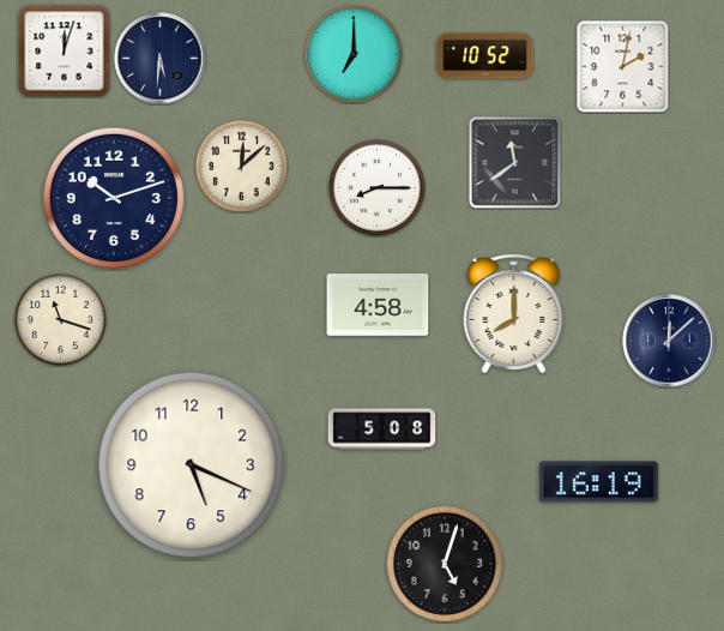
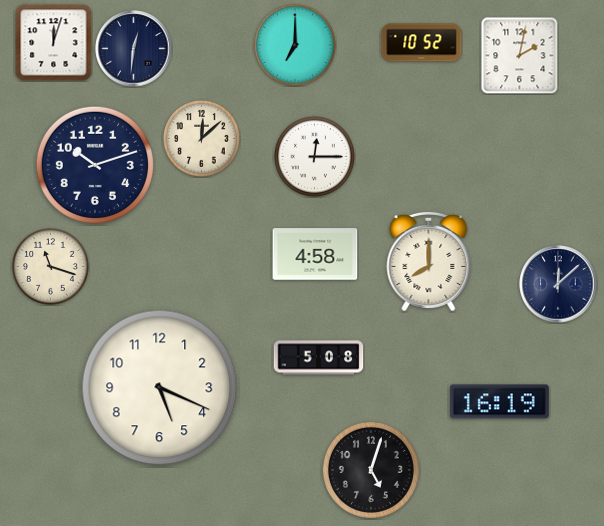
clock at (485, 56) position: (485, 56) -> (422, 43)
clock at (161, 59): 5:31 -> 12:31
clock at (515, 163): 11:39 -> none
clock at (378, 188): 8:15 -> 12:15
